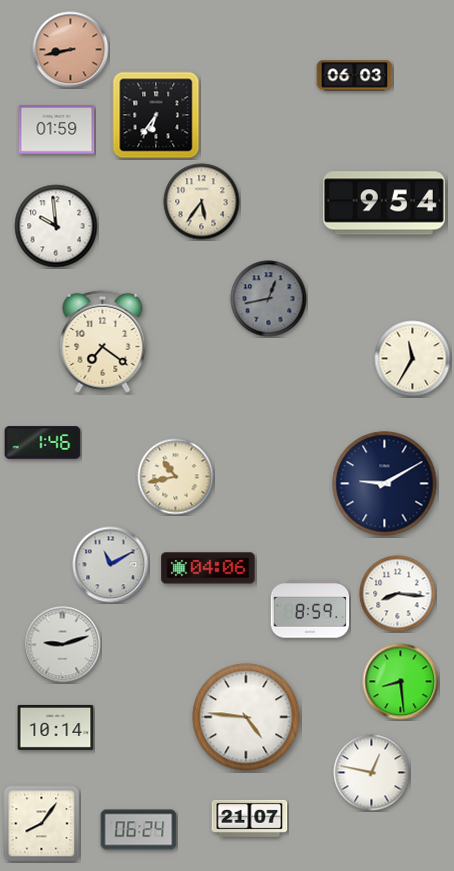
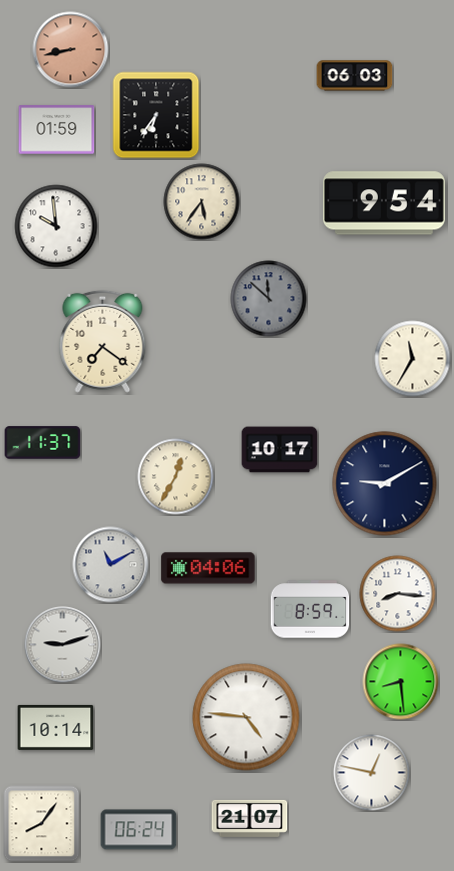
clock at (269, 299): 12:43 -> 11:52
clock at (43, 443): 1:46 -> 11:37
clock at (280, 450): none -> 10:17
clock at (176, 477): 10:43 -> 12:35
